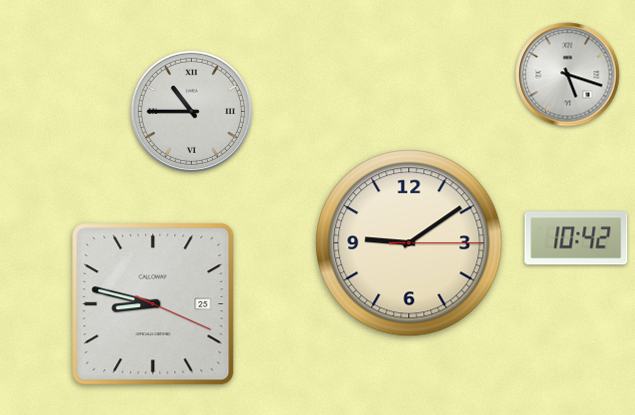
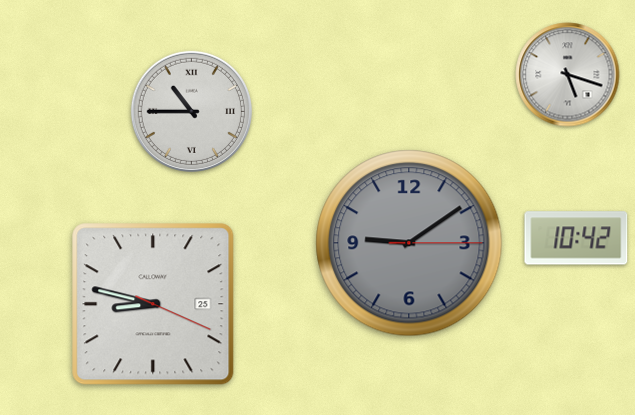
clock at (409, 243) dial: cream -> grey
